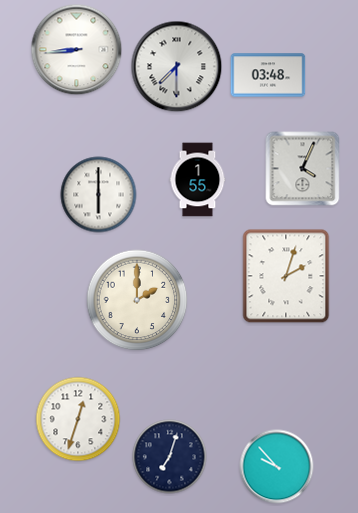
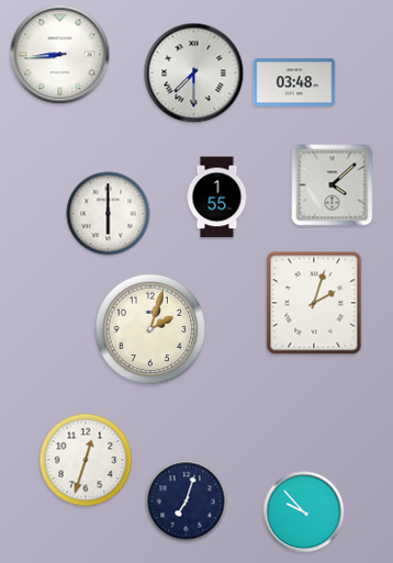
clock at (77, 50) position: (77, 50) -> (60, 55)
clock at (303, 169): 4:04 -> 4:08
clock at (137, 300): 2:00 -> 2:03
